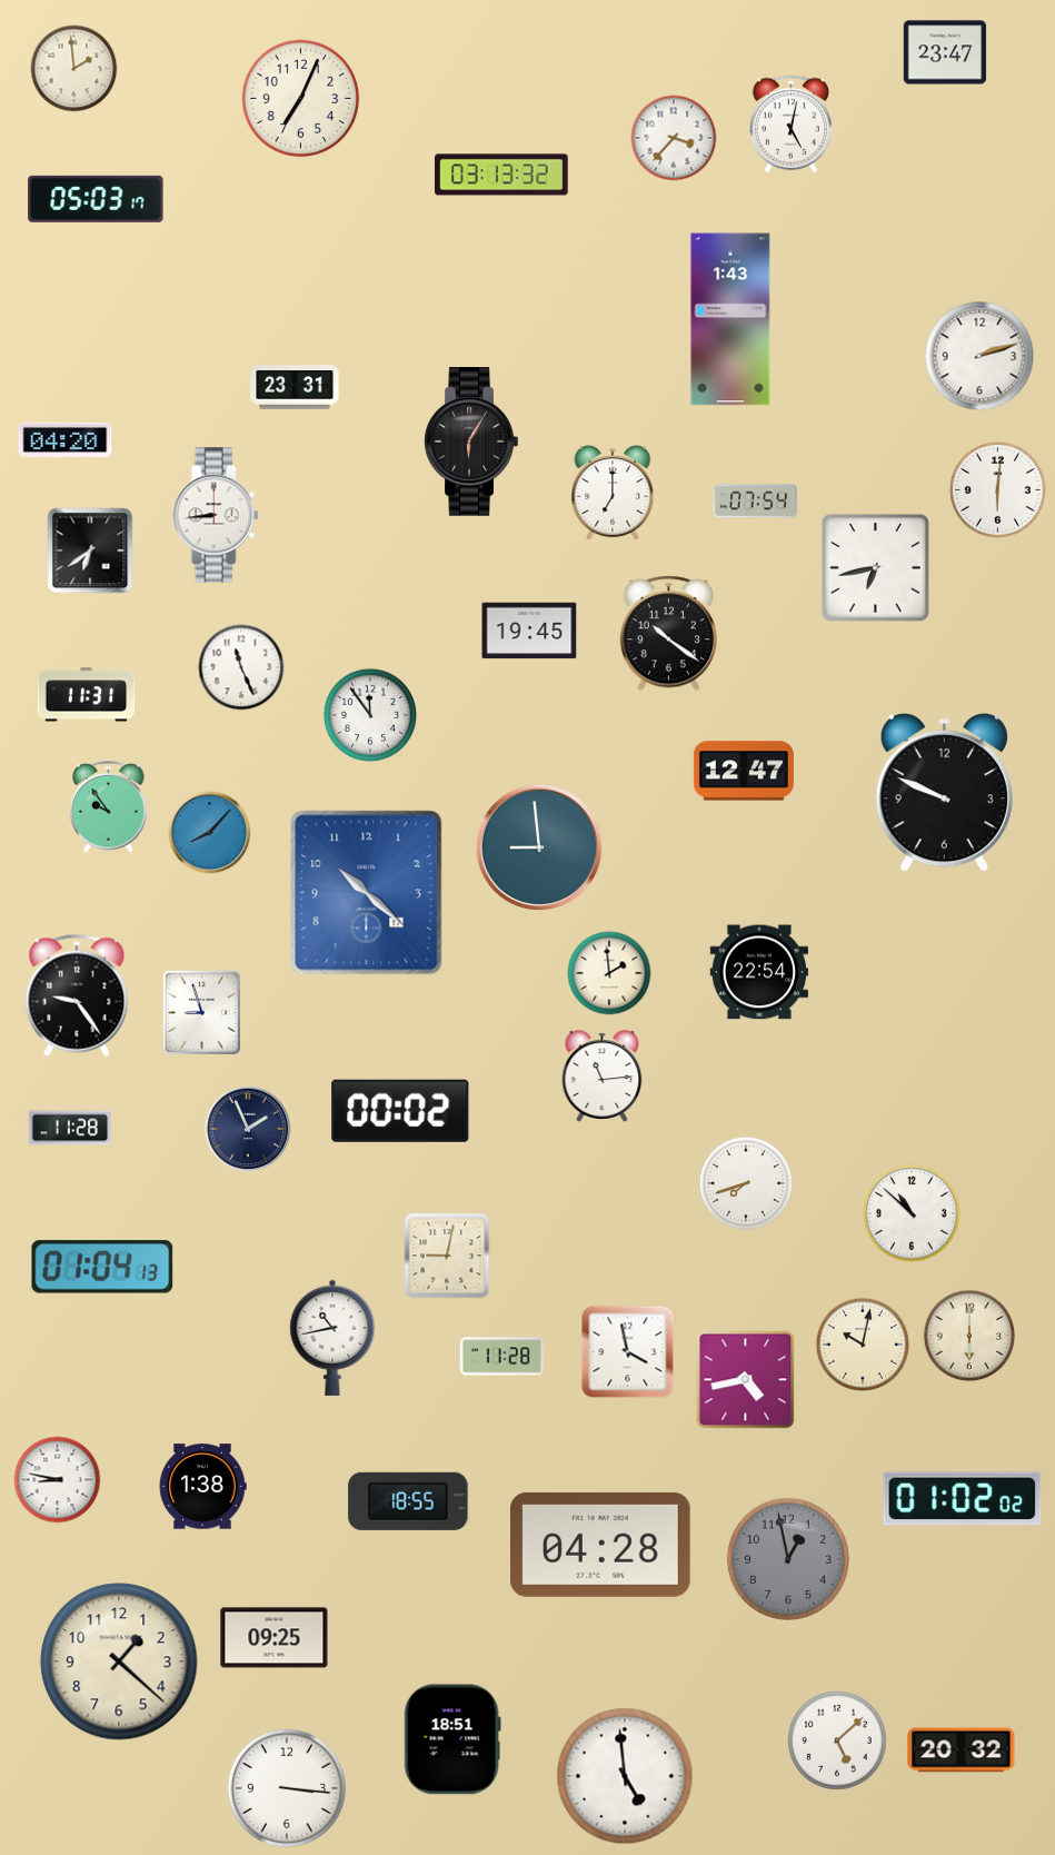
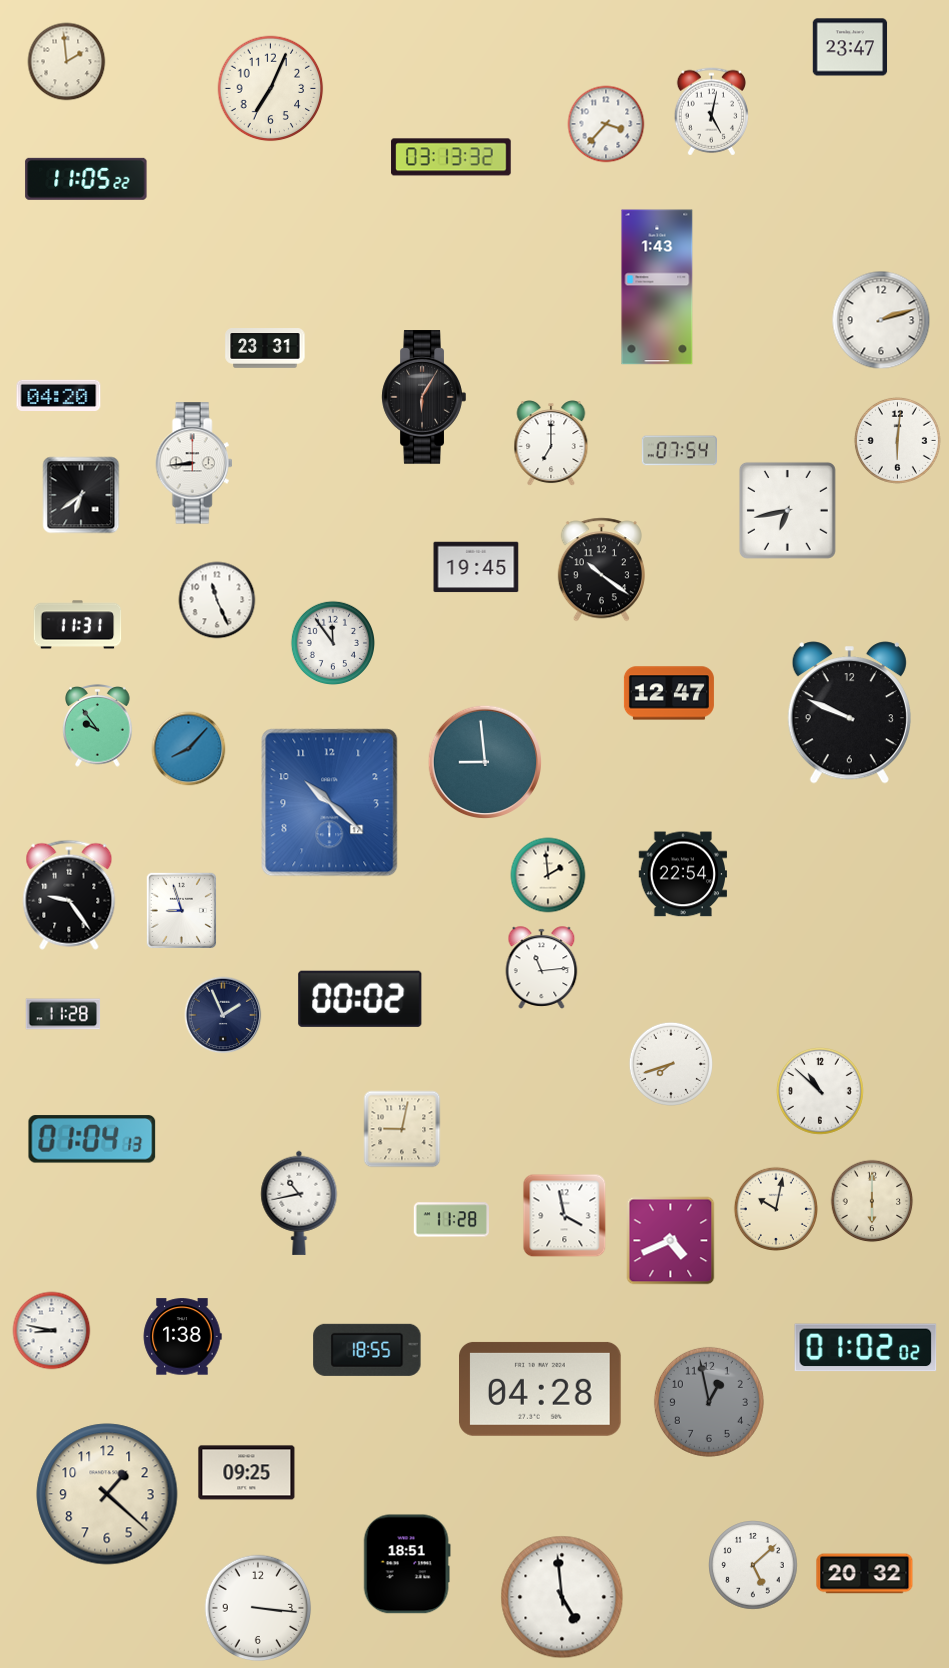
clock at (96, 199): 05:03 -> 11:05
clock at (746, 1380): 4:43 -> 4:41
